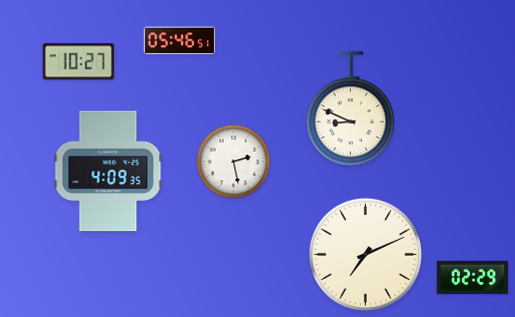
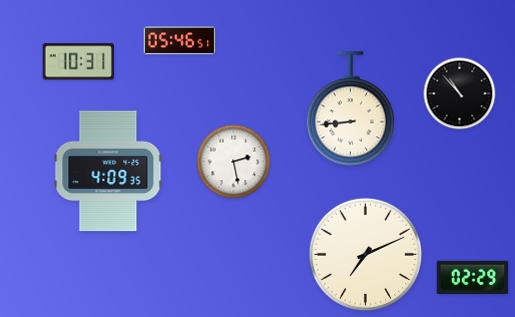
clock at (79, 62): 10:27 -> 10:31
clock at (460, 94): none -> 10:53
clock at (350, 109): 8:49 -> 8:44
